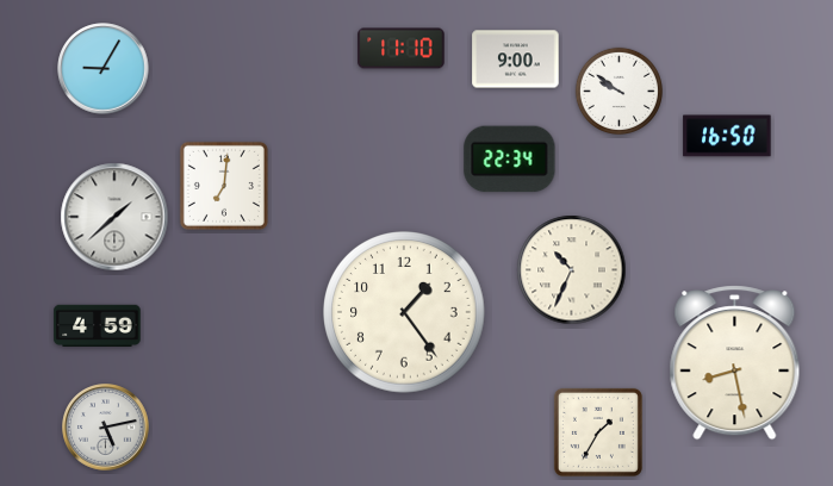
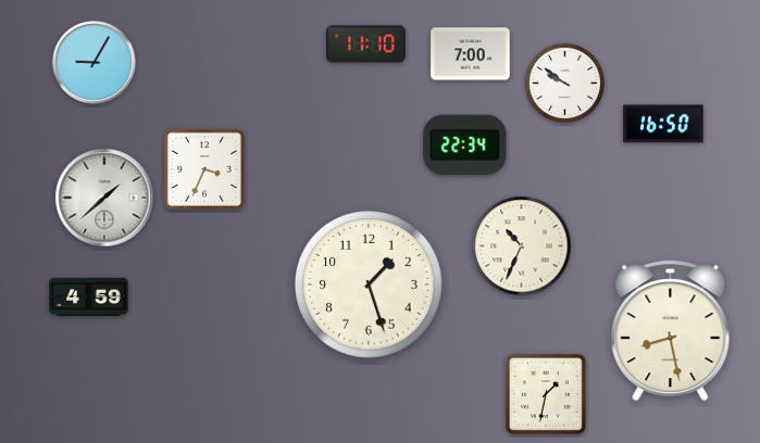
clock at (516, 60): 9:00 -> 7:00
clock at (224, 186): 7:01 -> 3:34
clock at (405, 313): 1:24 -> 1:27
clock at (106, 428): 5:13 -> none
clock at (598, 432): 1:35 -> 1:32
